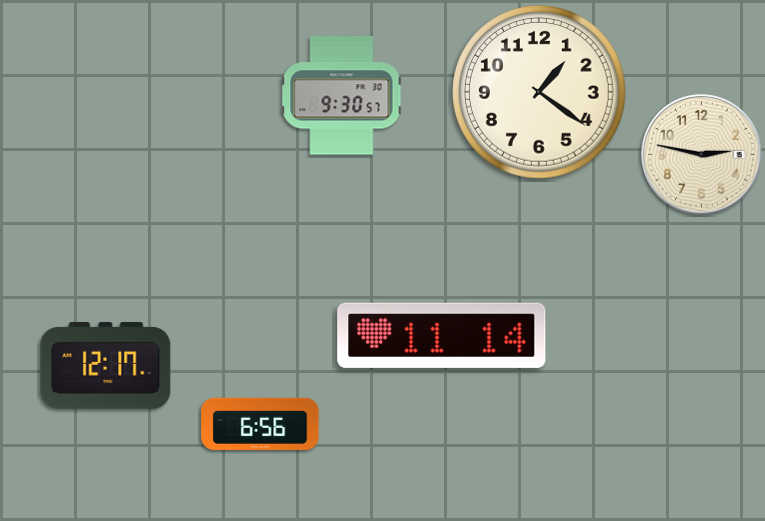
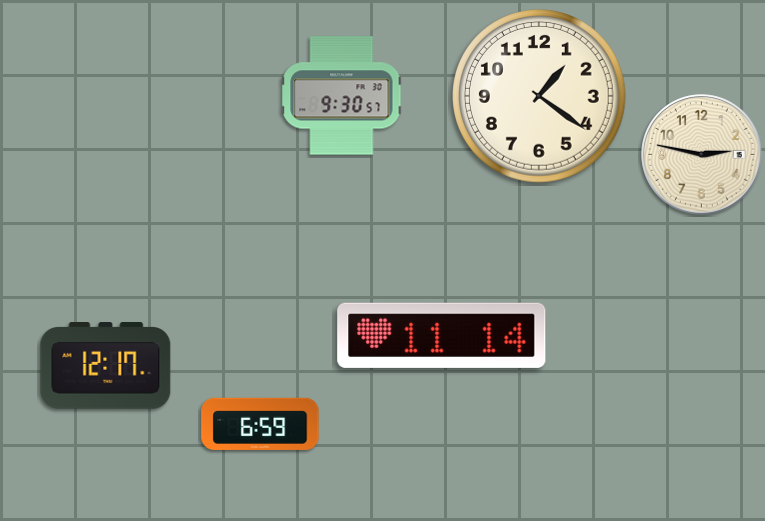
clock at (540, 93) position: (540, 93) -> (540, 97)
clock at (260, 424): 6:56 -> 6:59
